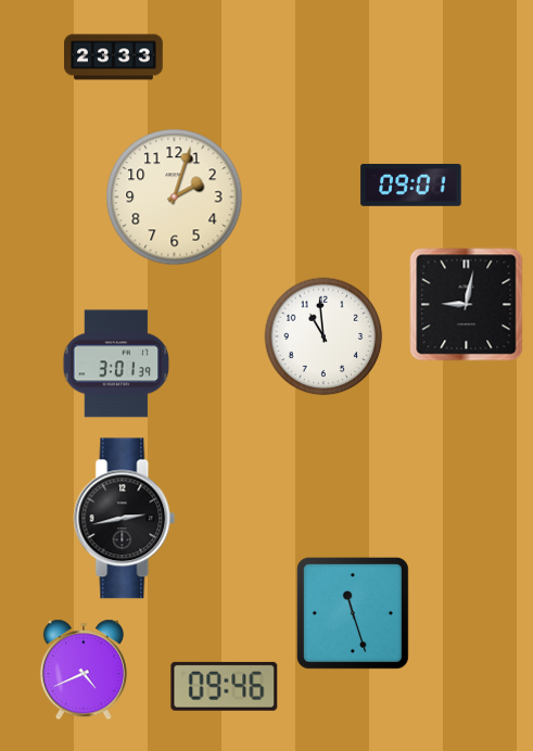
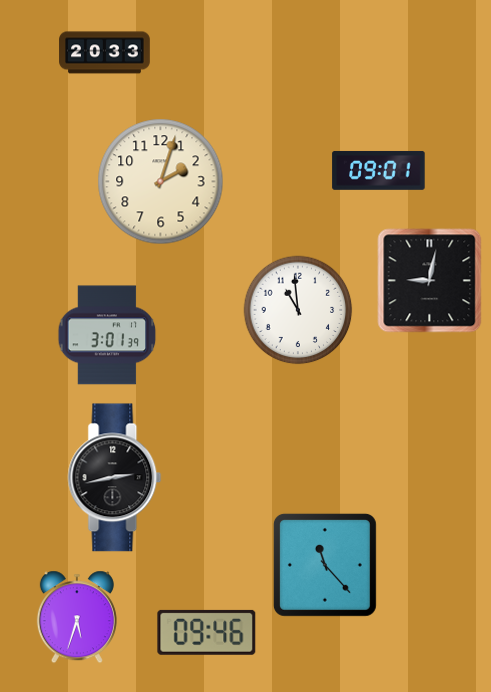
clock at (114, 58): 23:33 -> 20:33
clock at (353, 613): 11:27 -> 11:23
clock at (84, 670): 4:41 -> 5:33
